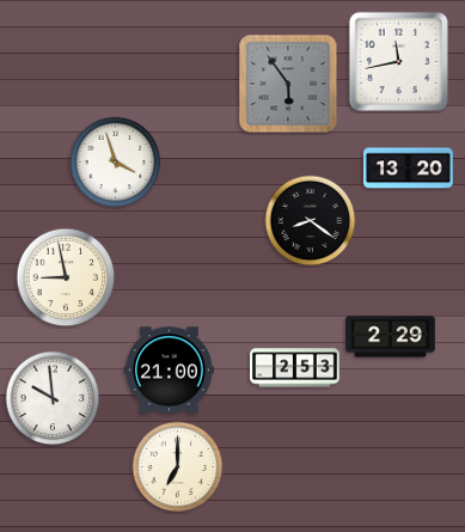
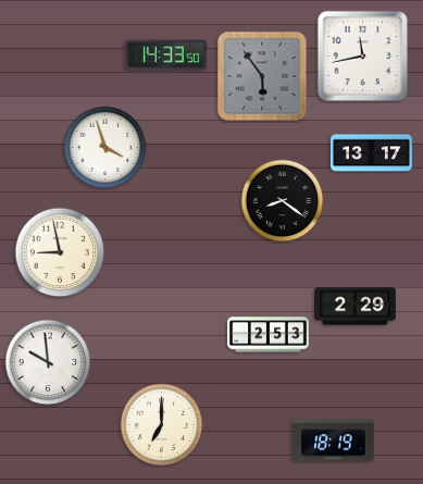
clock at (166, 55): none -> 14:33
clock at (409, 169): 13:20 -> 13:17
clock at (170, 371): 21:00 -> none
clock at (334, 440): none -> 18:19
